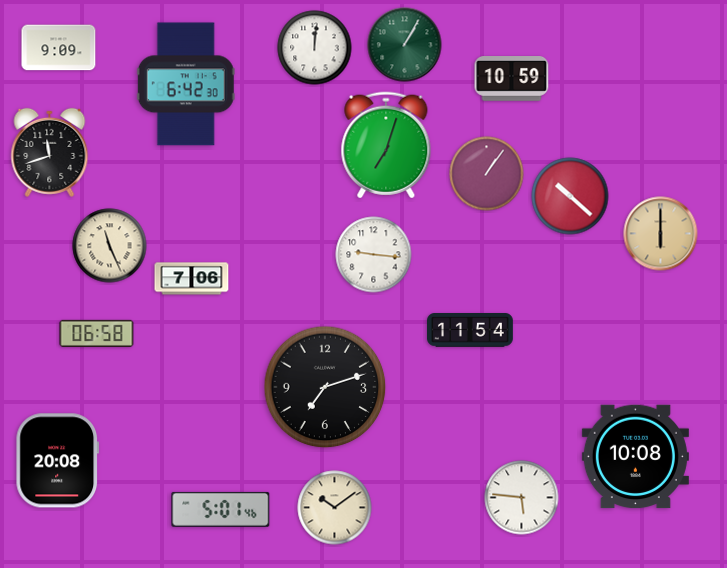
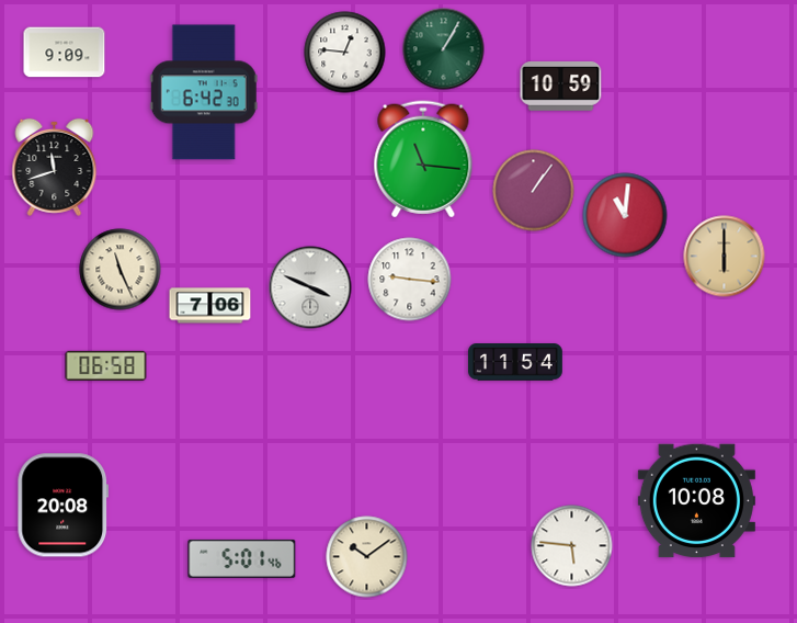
clock at (315, 48): 12:01 -> 12:46
clock at (386, 145): 7:03 -> 11:16
clock at (570, 196): 10:22 -> 11:01
clock at (310, 287): none -> 3:49
clock at (325, 387): 7:12 -> none
